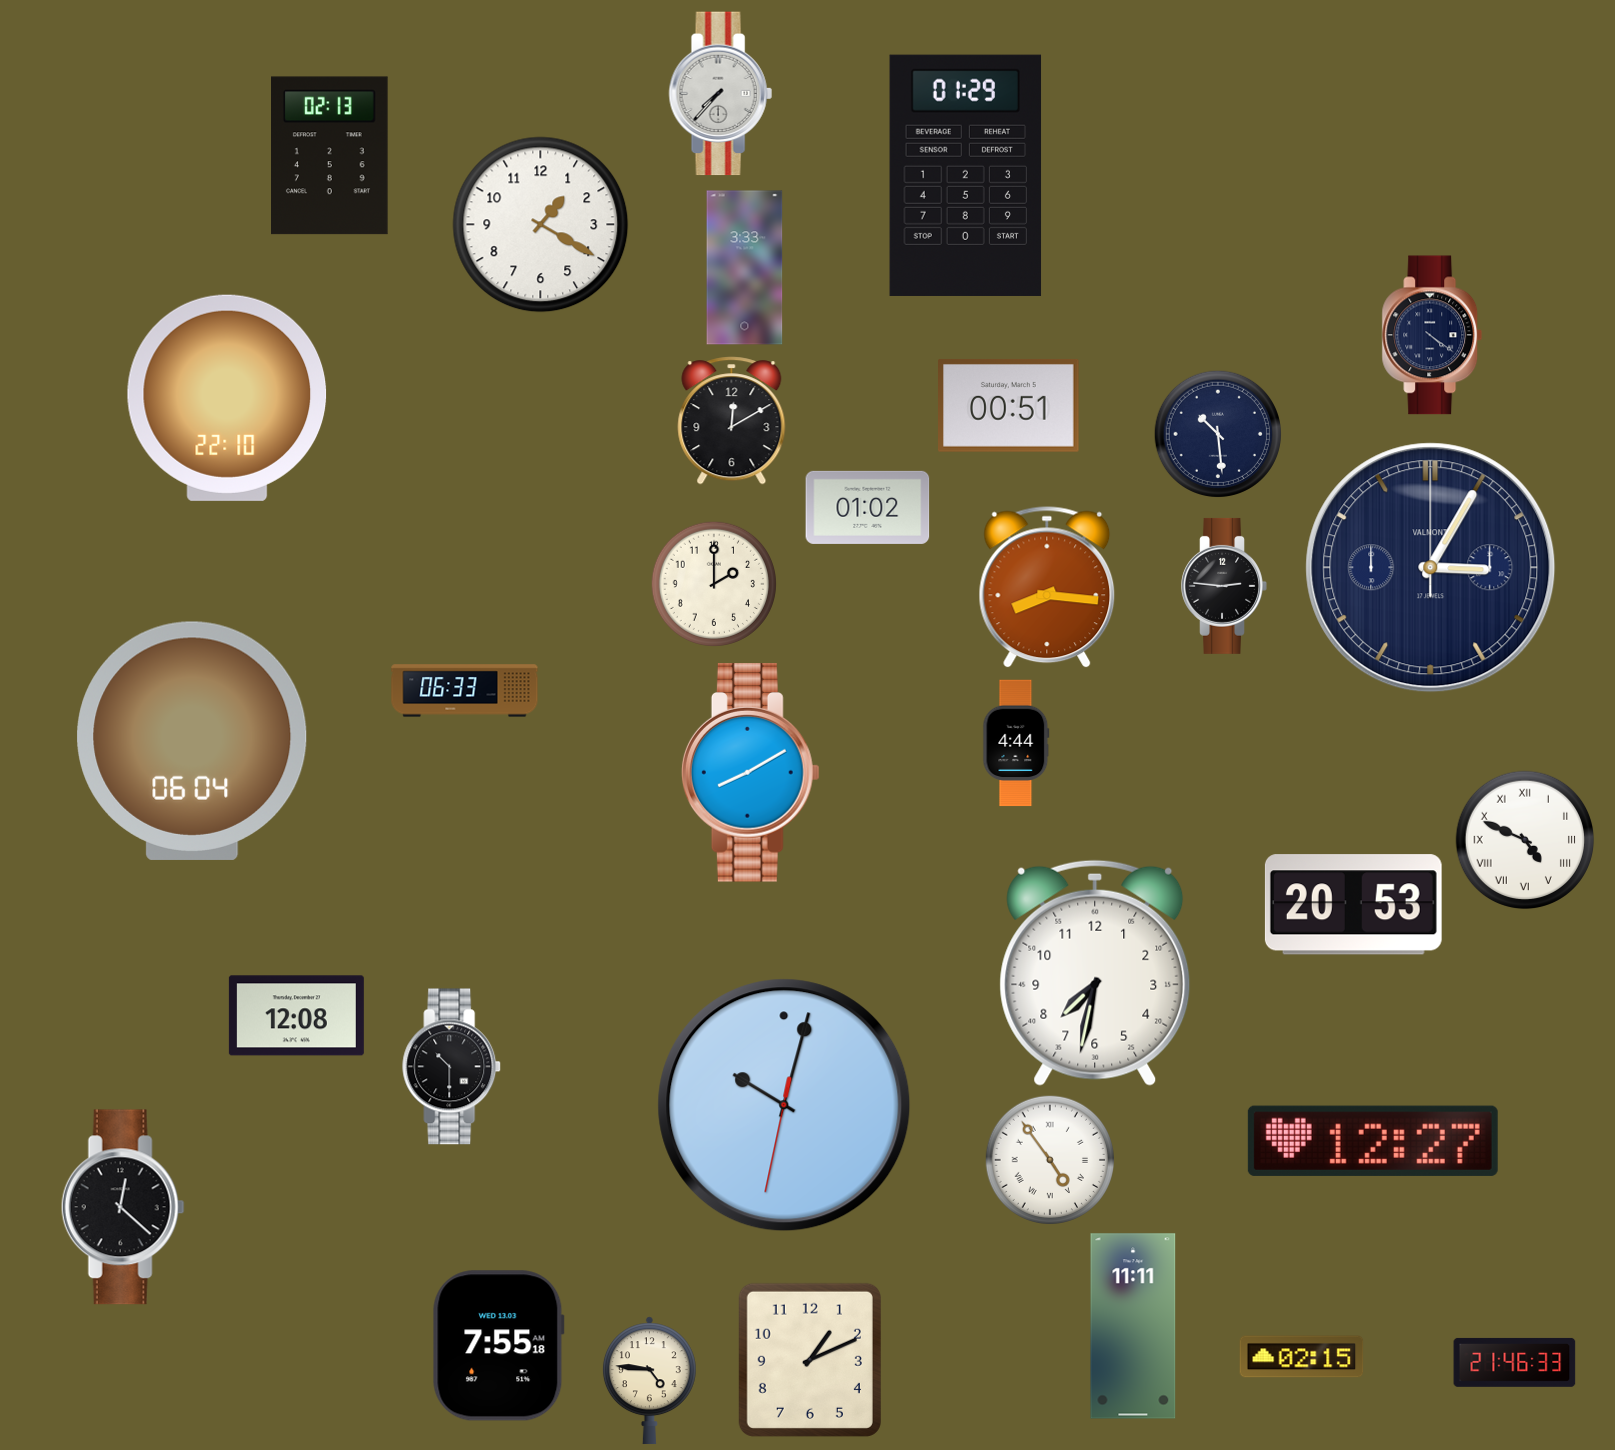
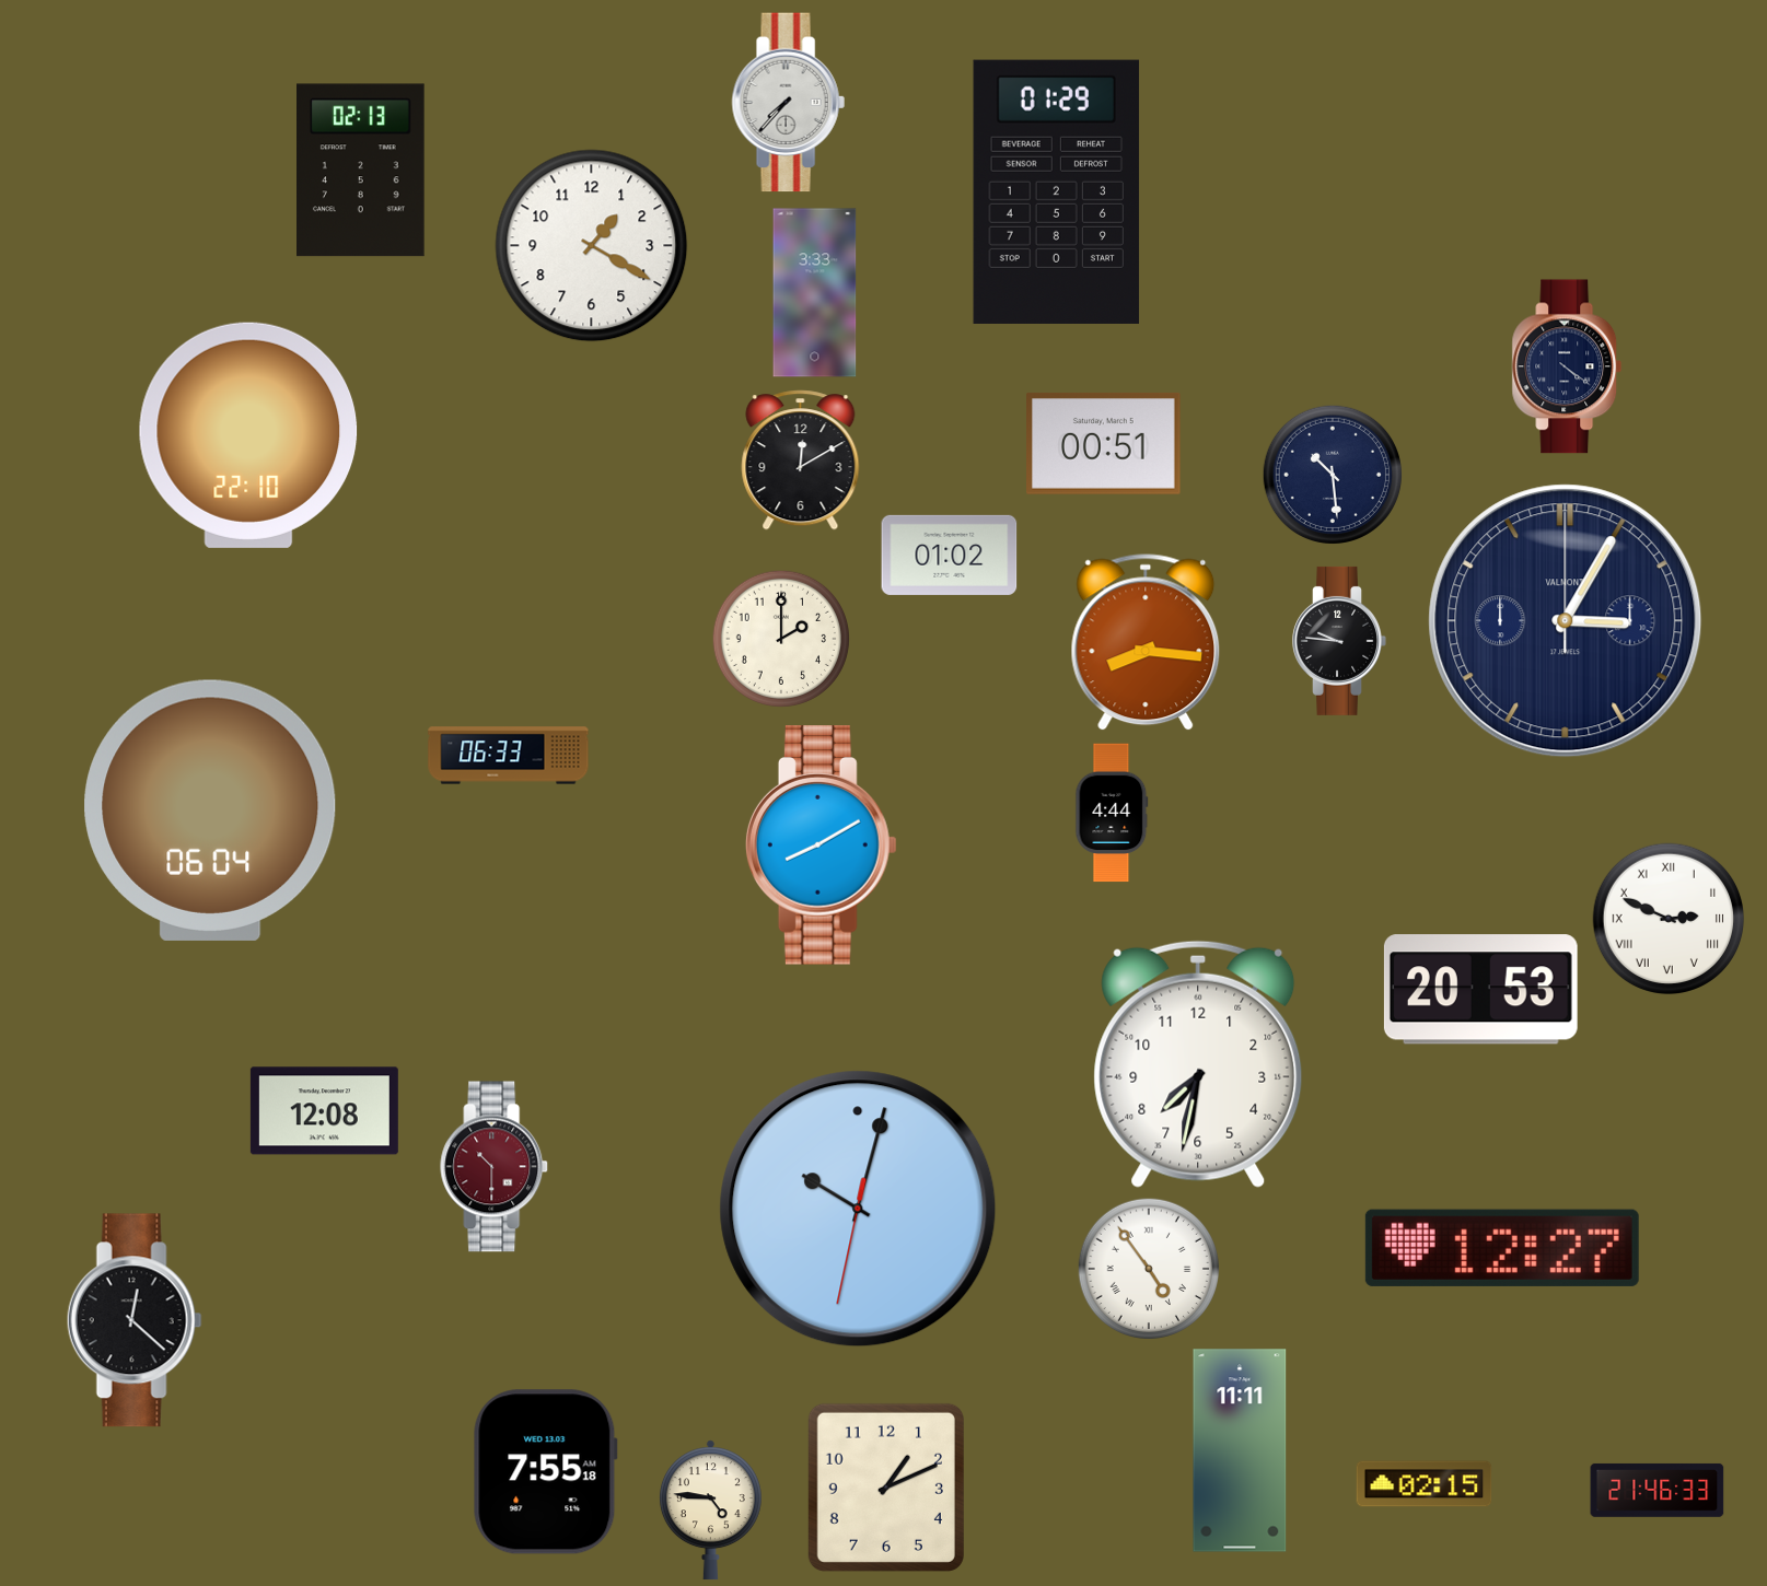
clock at (1224, 586): 2:46 -> 9:46
clock at (1525, 840): 4:49 -> 2:49
clock at (452, 1067) dial: black -> burgundy
